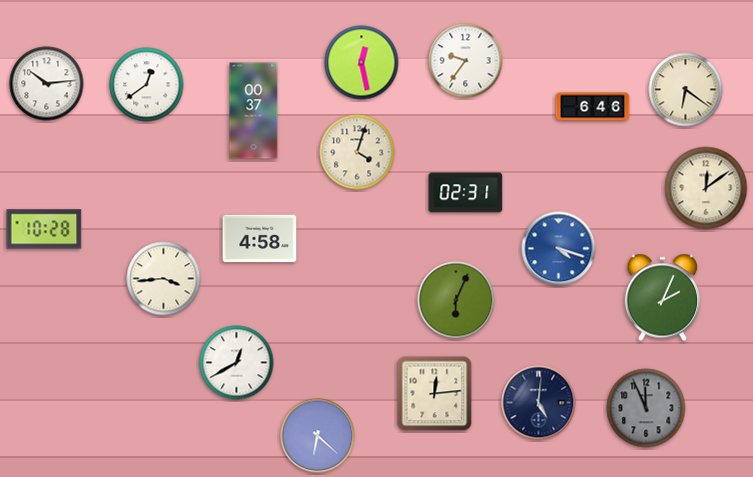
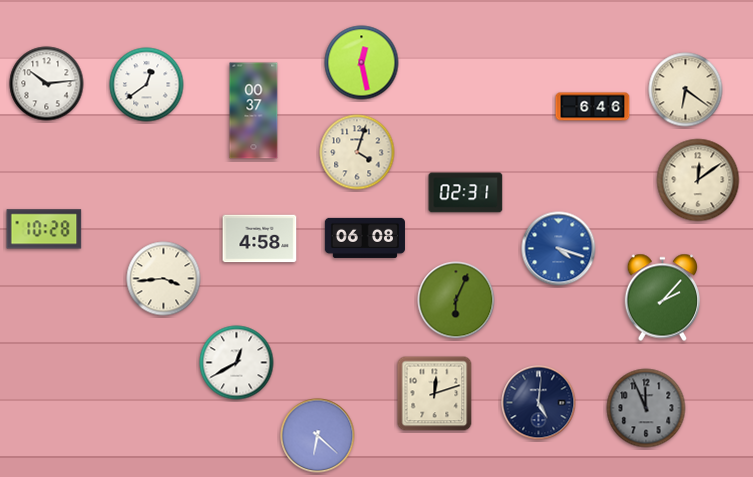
clock at (466, 61): 9:36 -> none
clock at (706, 188) position: (706, 188) -> (698, 180)
clock at (365, 238): none -> 06:08
clock at (662, 298): 2:04 -> 2:07
clock at (435, 394): 12:14 -> 12:12
